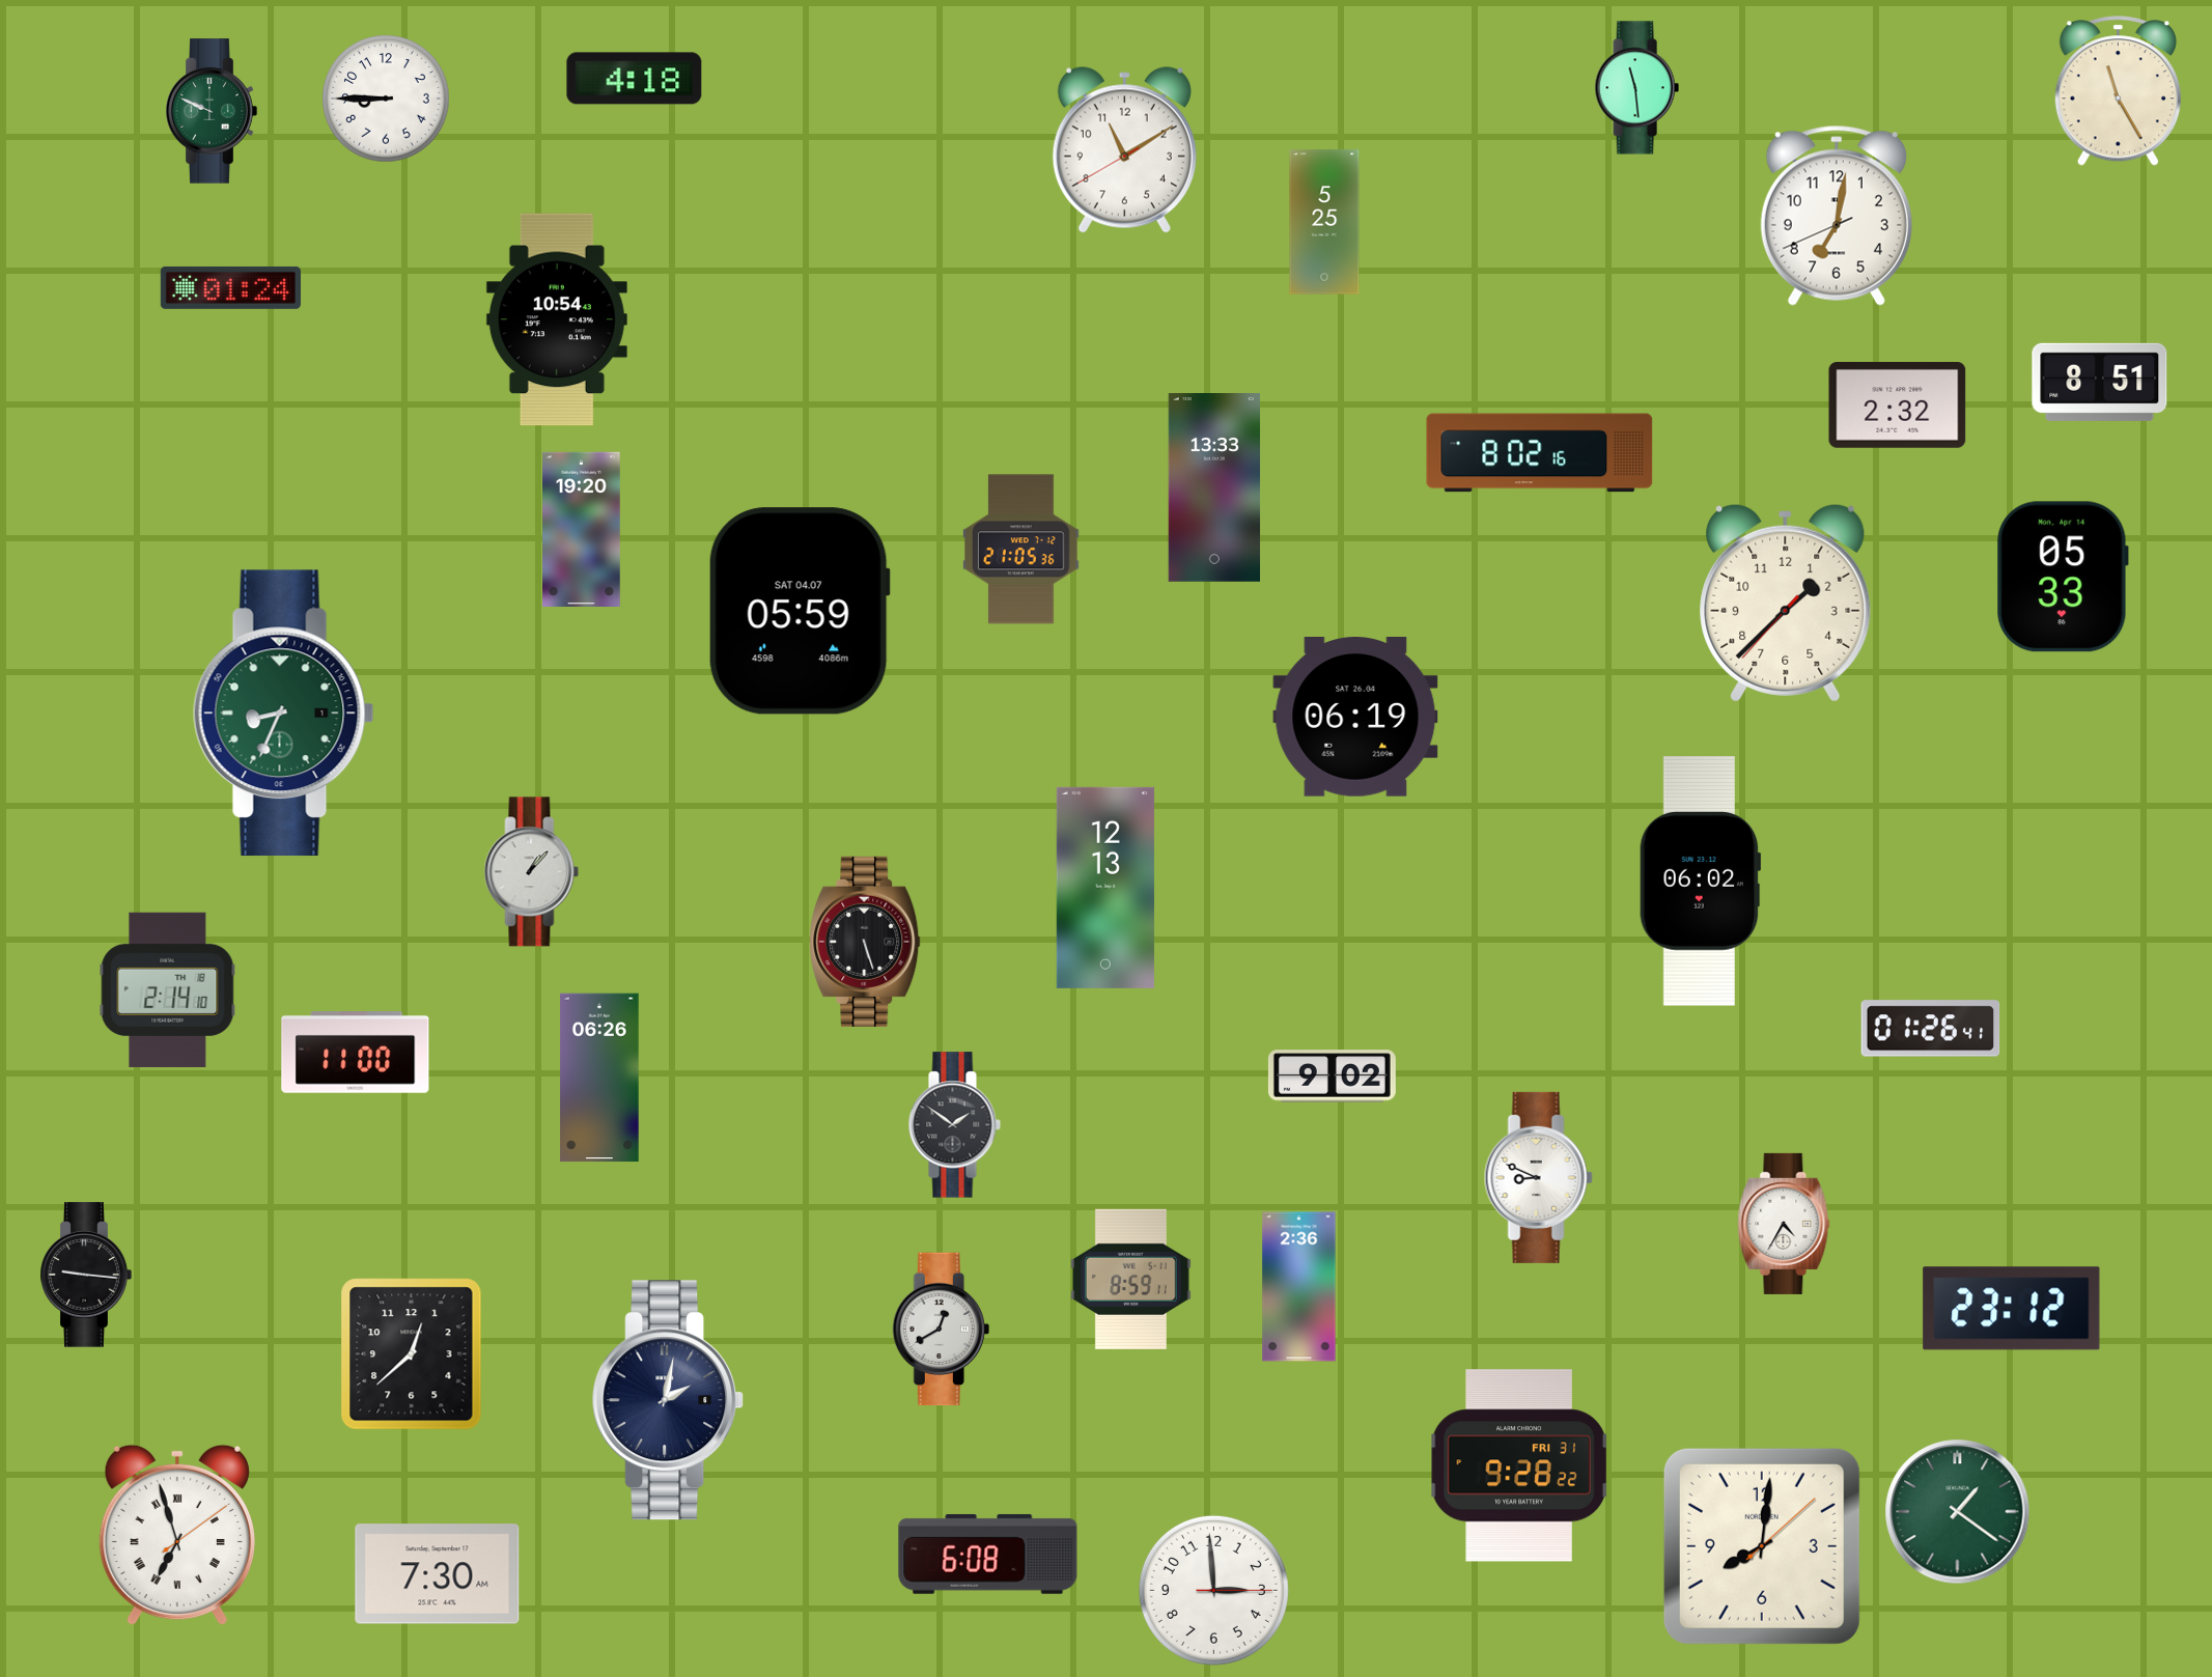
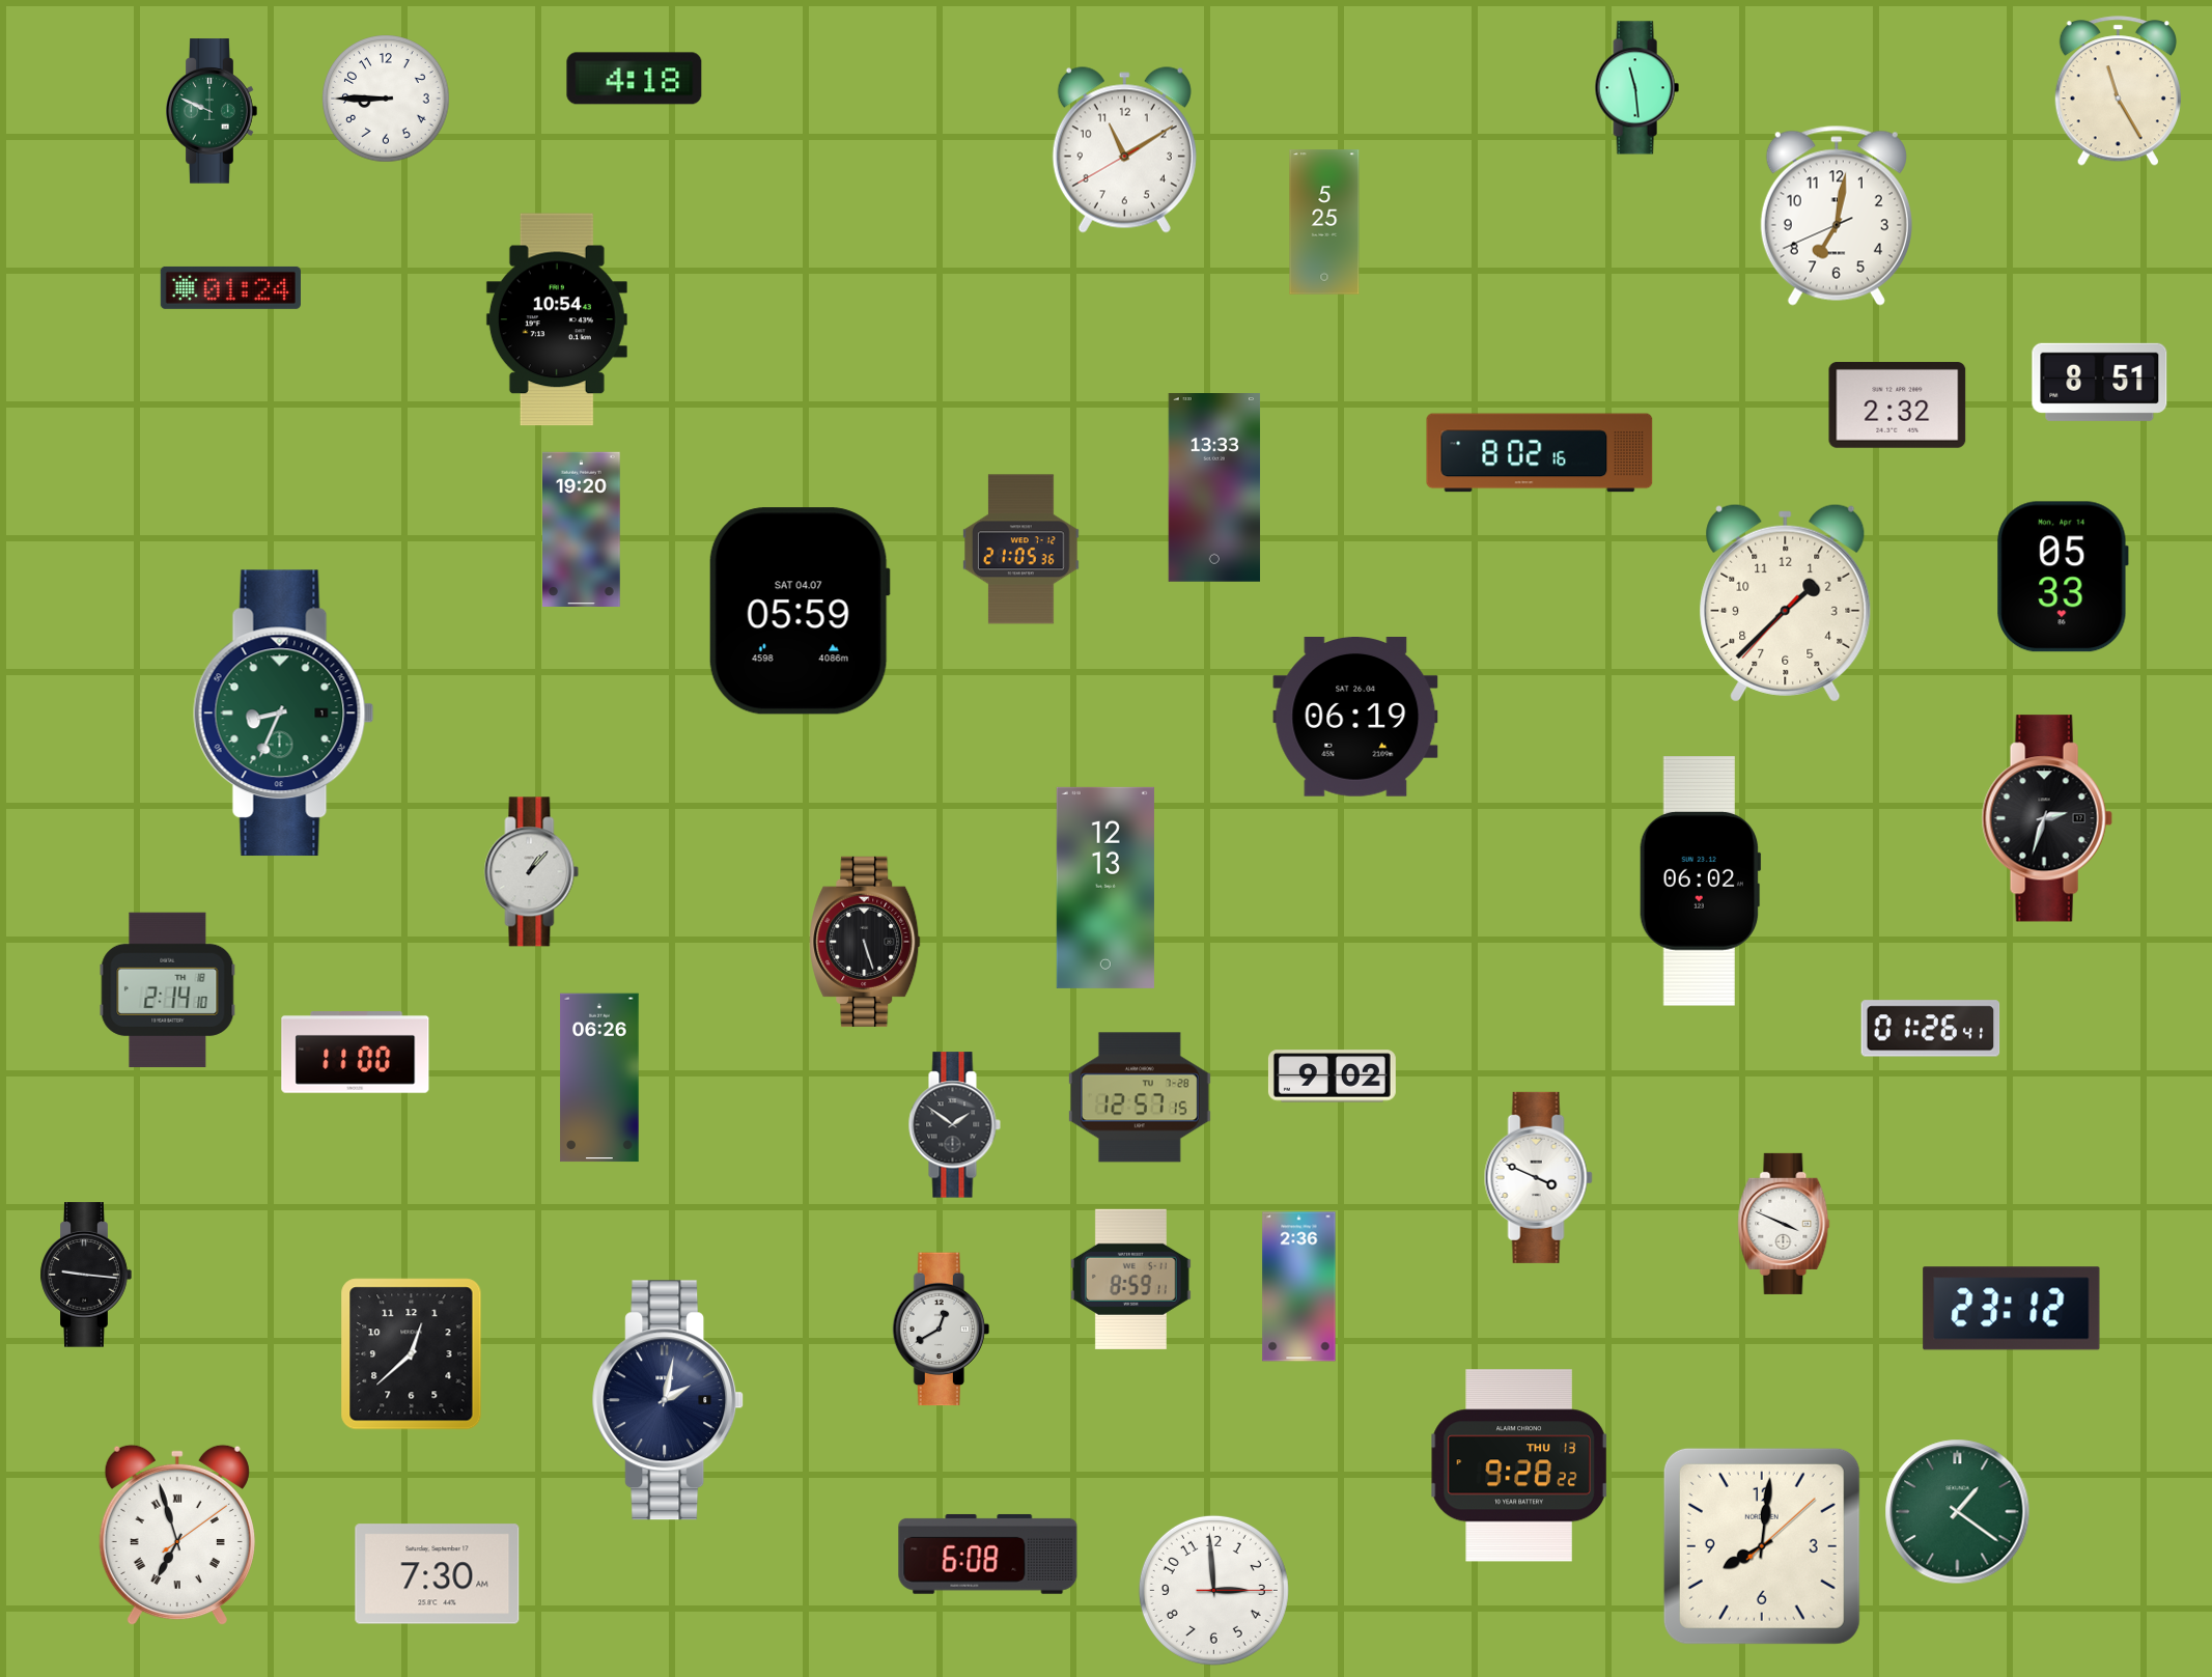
clock at (2047, 818): none -> 2:33
clock at (1140, 1097): none -> 12:57
clock at (1538, 1177): 8:49 -> 3:49
clock at (1784, 1224): 4:35 -> 3:49
clock at (1519, 1465) date: FRI 31 -> THU 13
